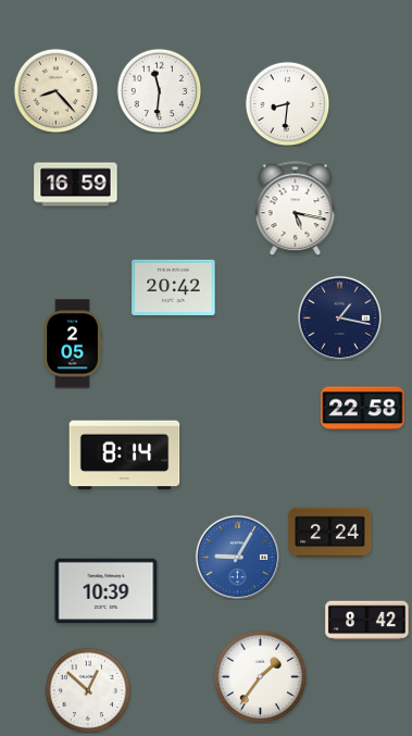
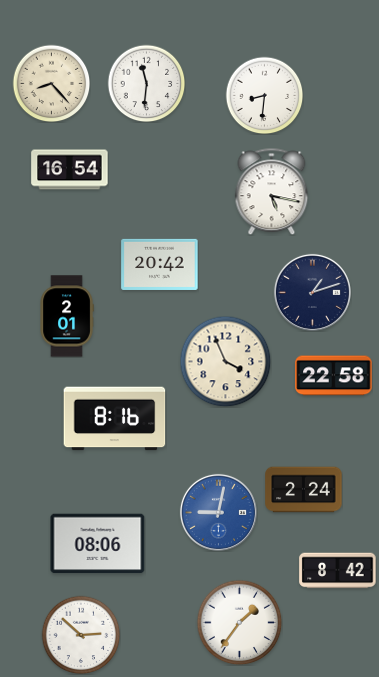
clock at (76, 185): 16:59 -> 16:54
clock at (339, 317): 1:17 -> 1:12
clock at (73, 344): 2:05 -> 2:01
clock at (225, 361): none -> 3:56
clock at (125, 456): 8:14 -> 8:16
clock at (237, 557): 9:05 -> 9:02
clock at (107, 591): 10:39 -> 08:06
clock at (88, 690): 12:52 -> 2:52
